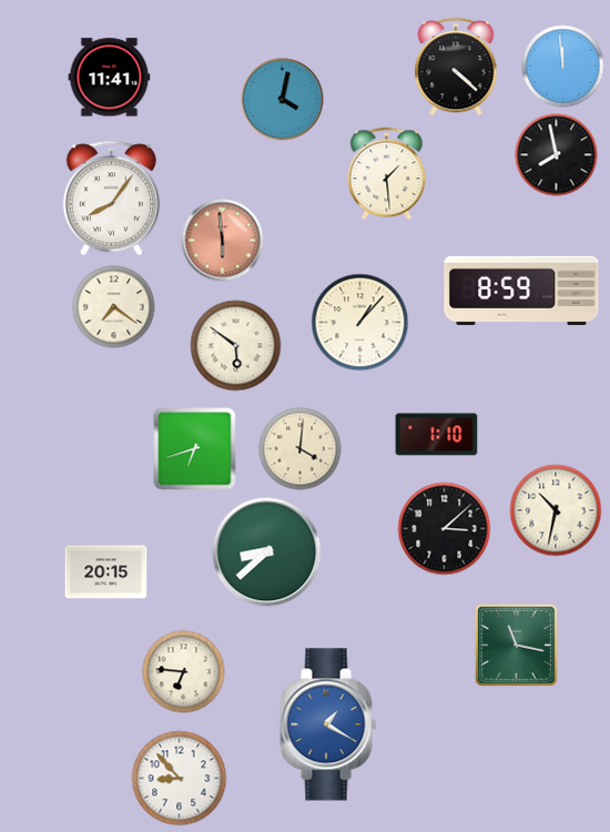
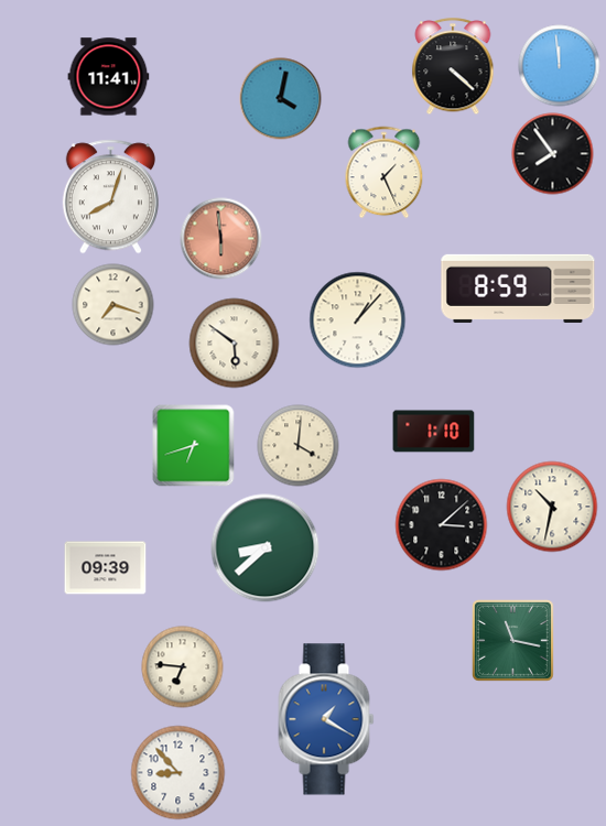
clock at (557, 155): 7:58 -> 7:54
clock at (387, 174): 1:29 -> 1:26
clock at (111, 199): 8:06 -> 8:03
clock at (114, 307): 7:21 -> 7:18
clock at (106, 572): 20:15 -> 09:39
